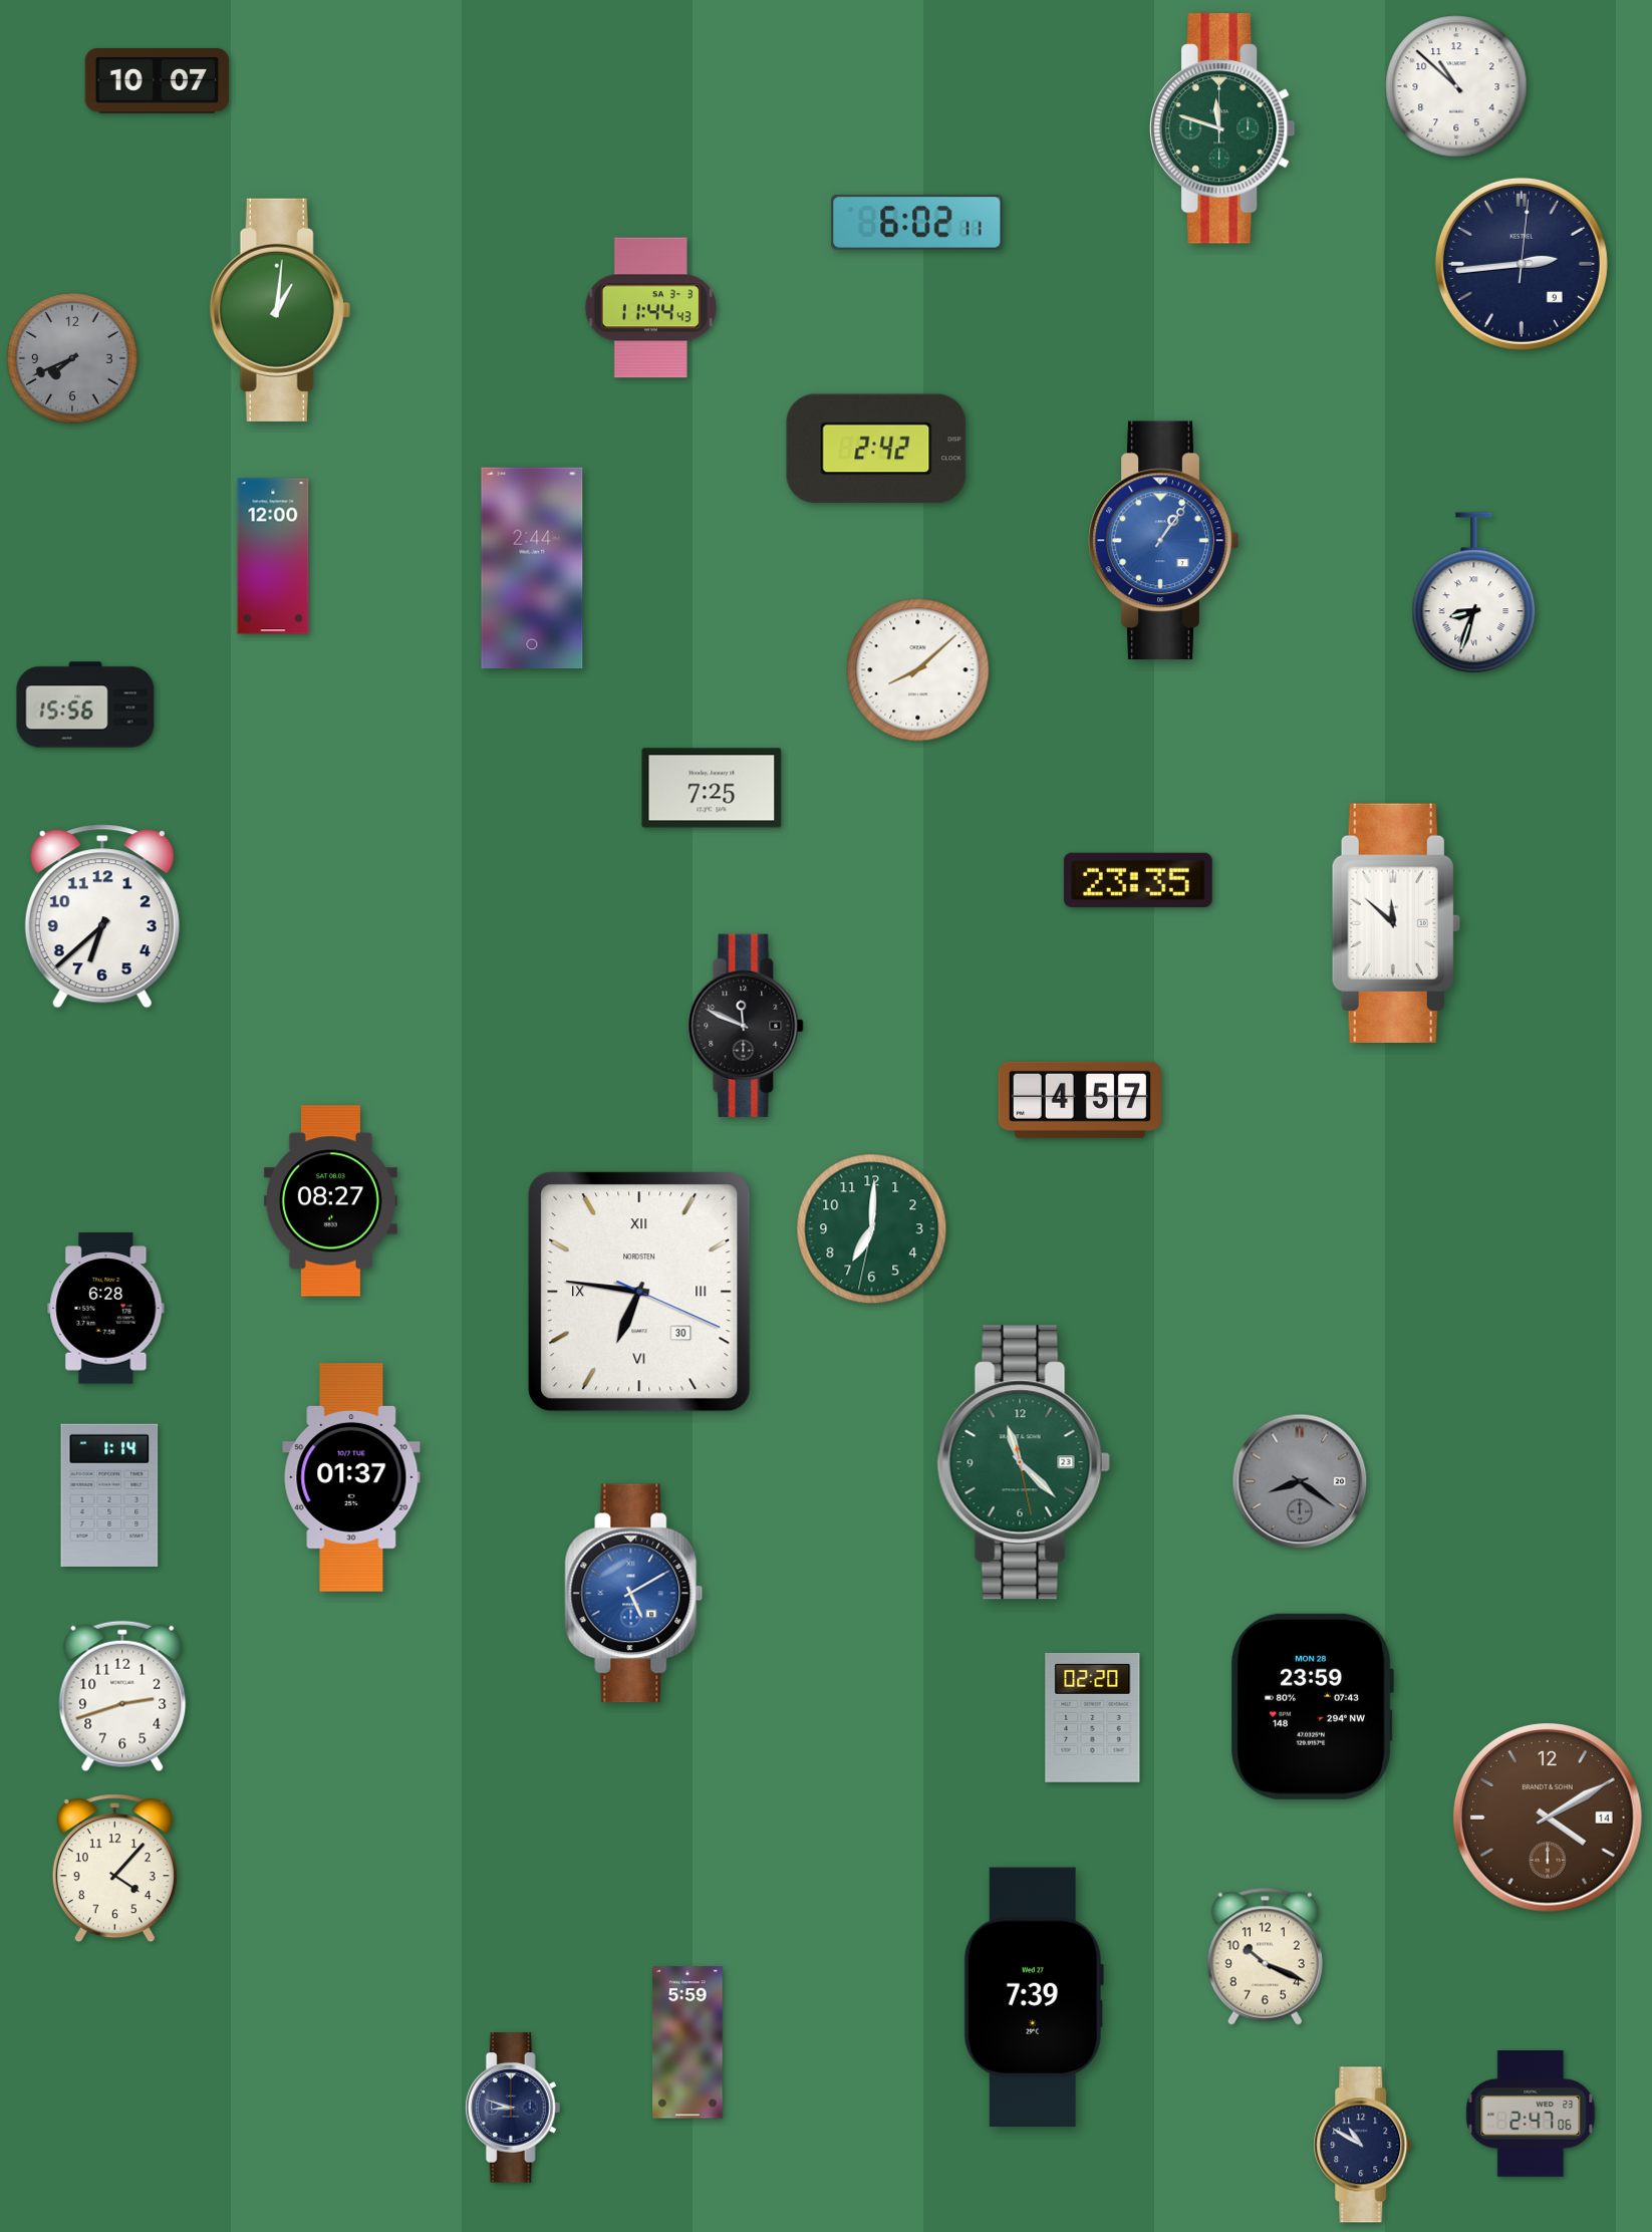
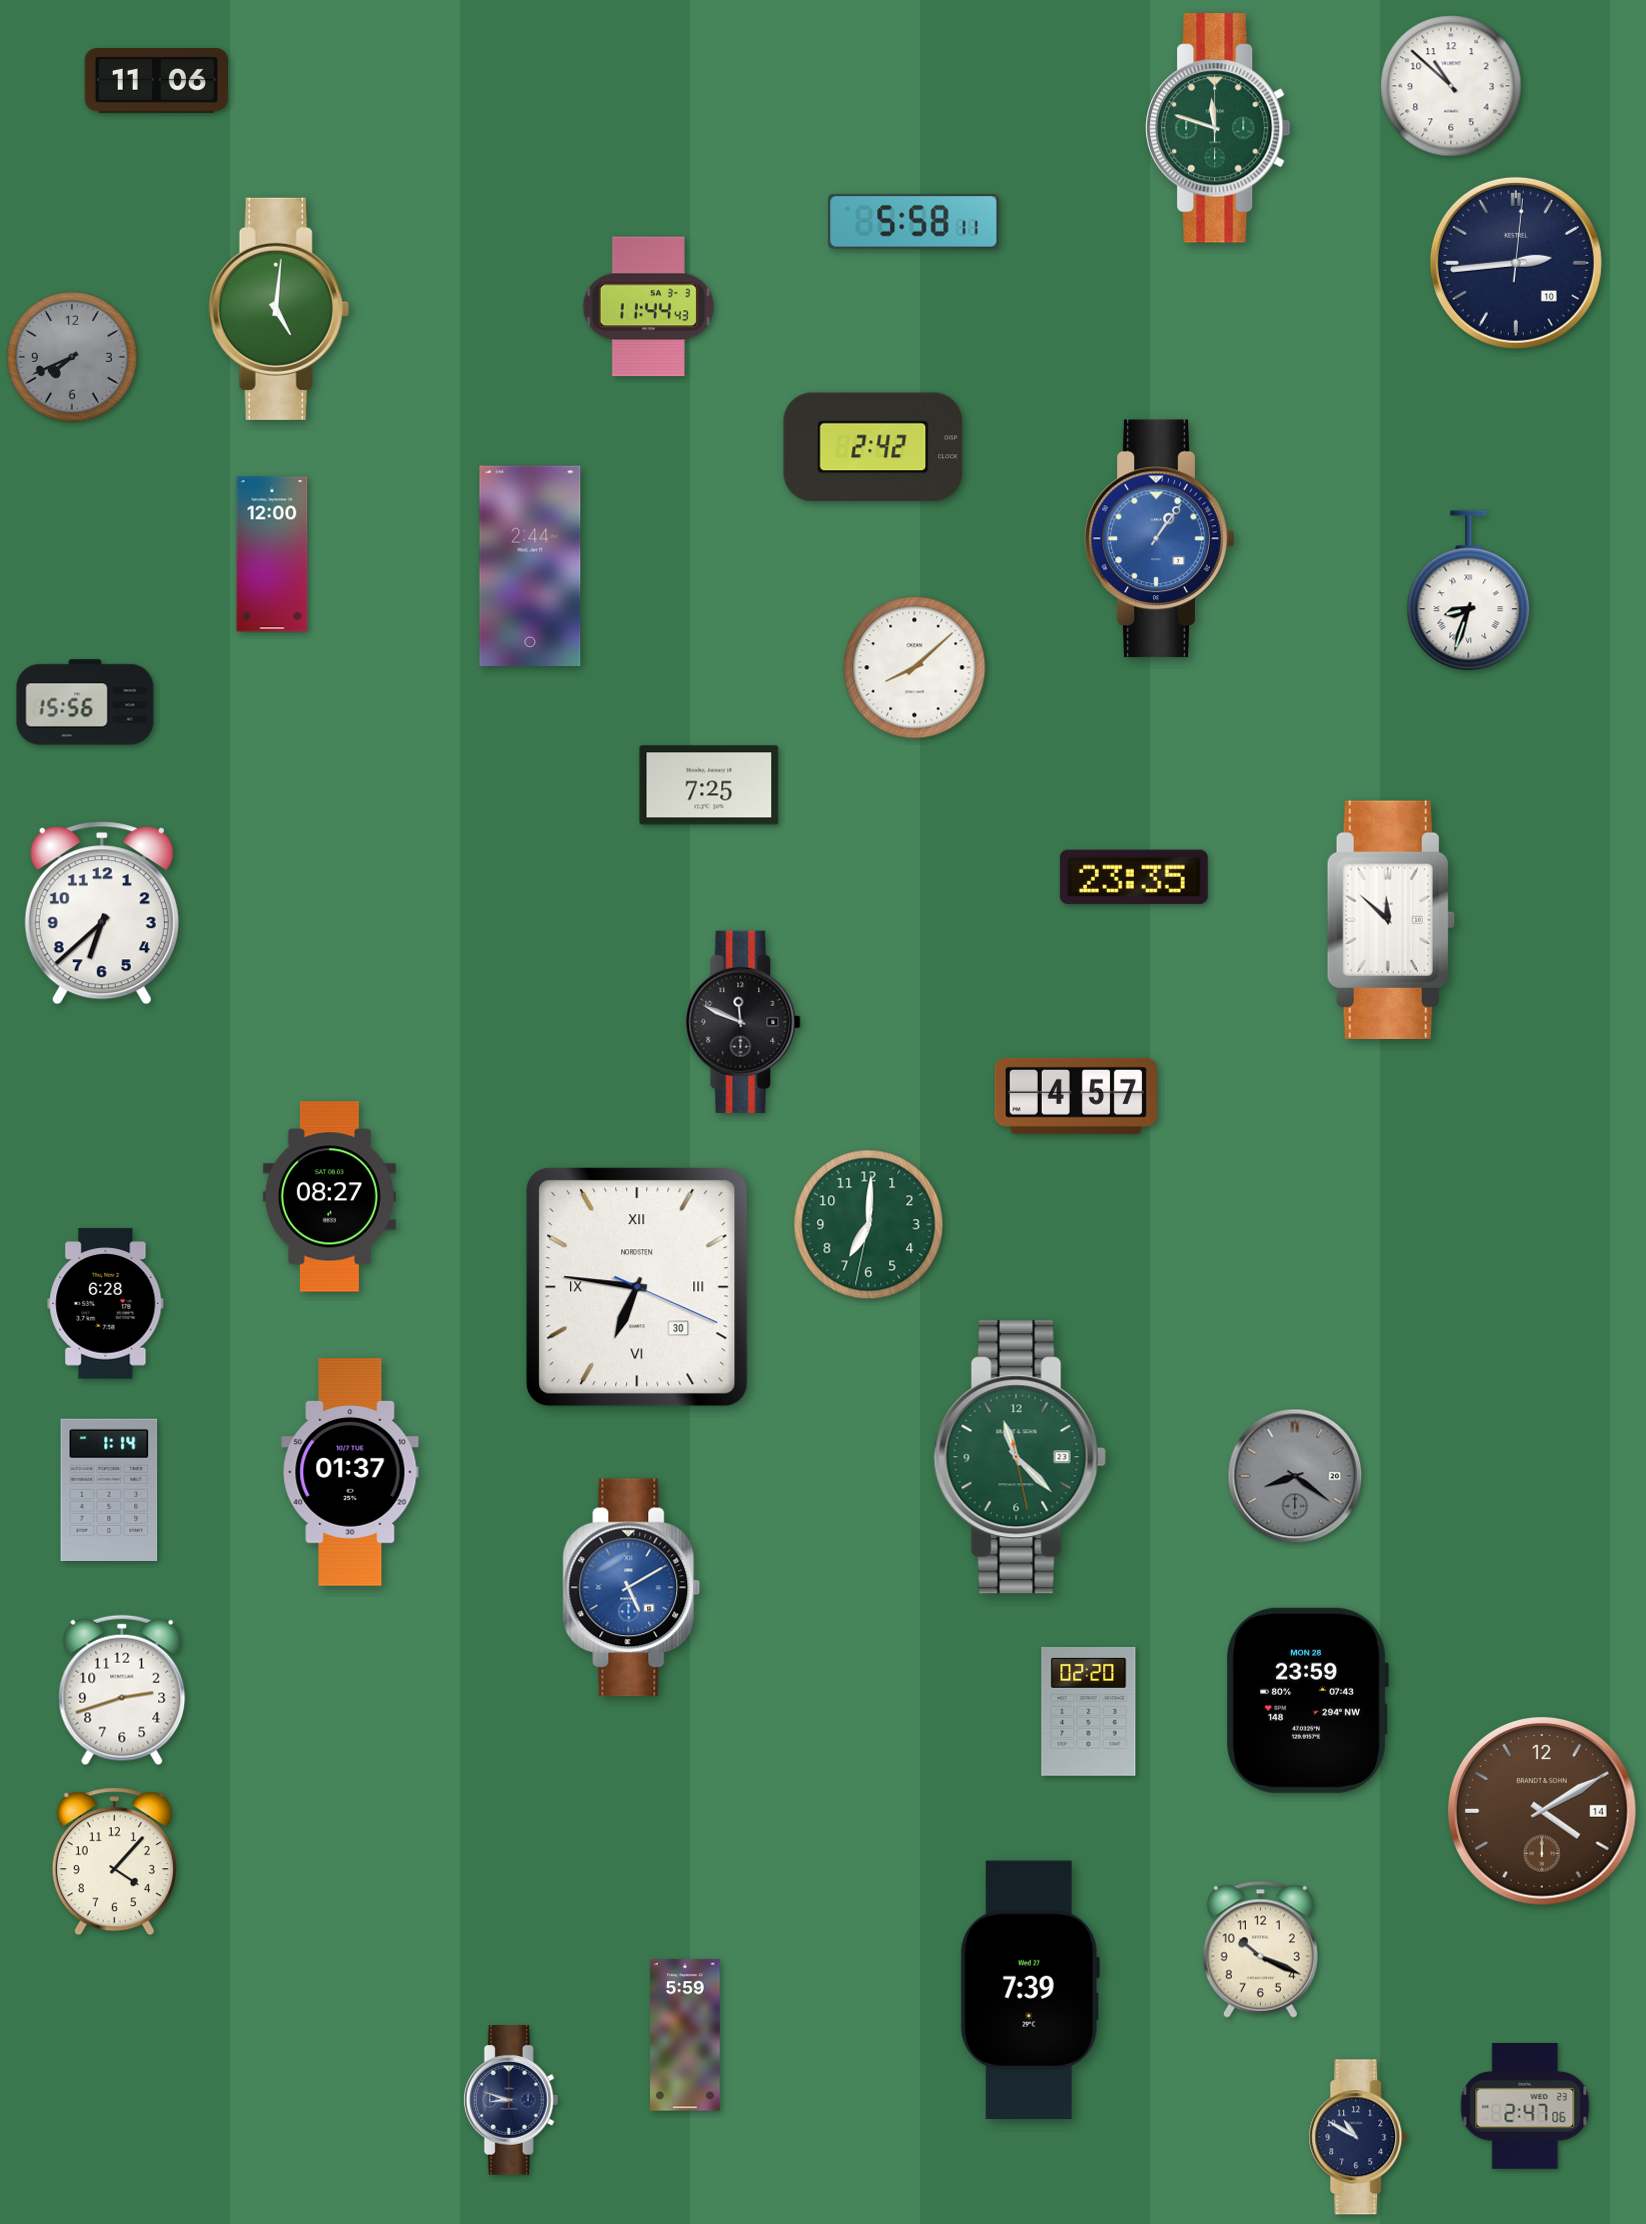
clock at (157, 80): 10:07 -> 11:06
clock at (917, 222): 6:02 -> 5:58
clock at (1522, 264) date: 9 -> 10
clock at (280, 310): 1:01 -> 5:01
